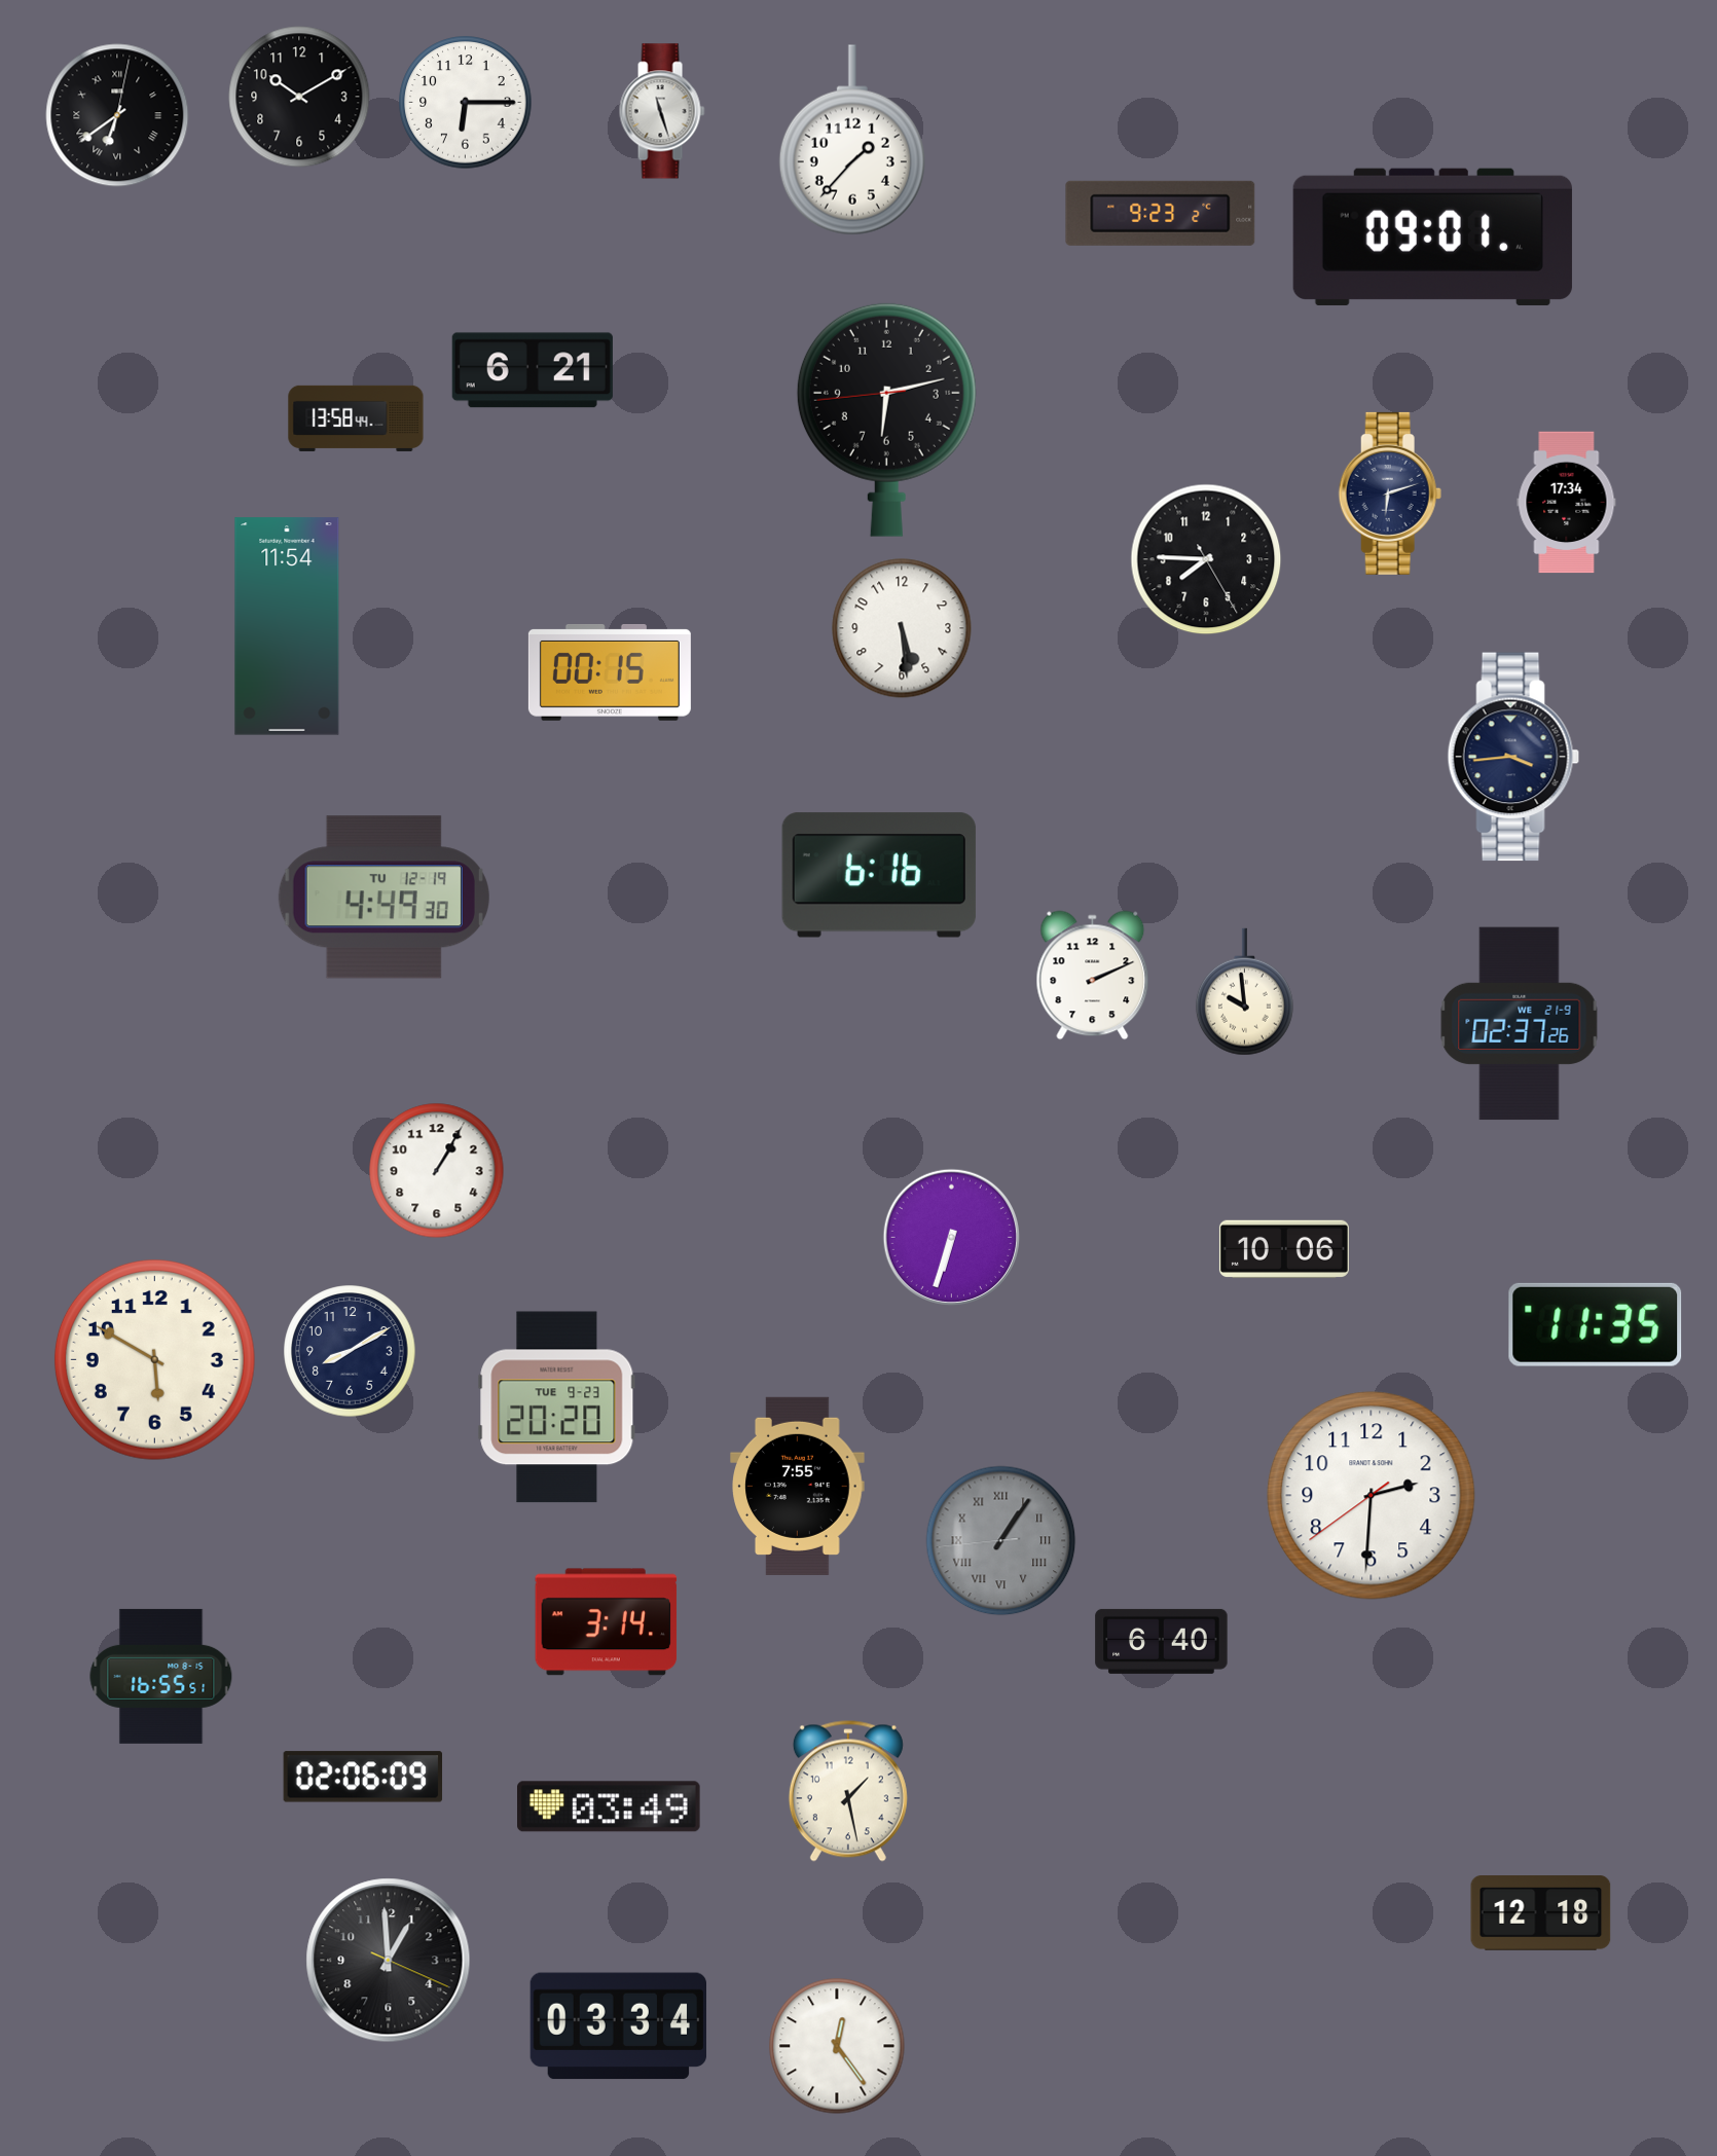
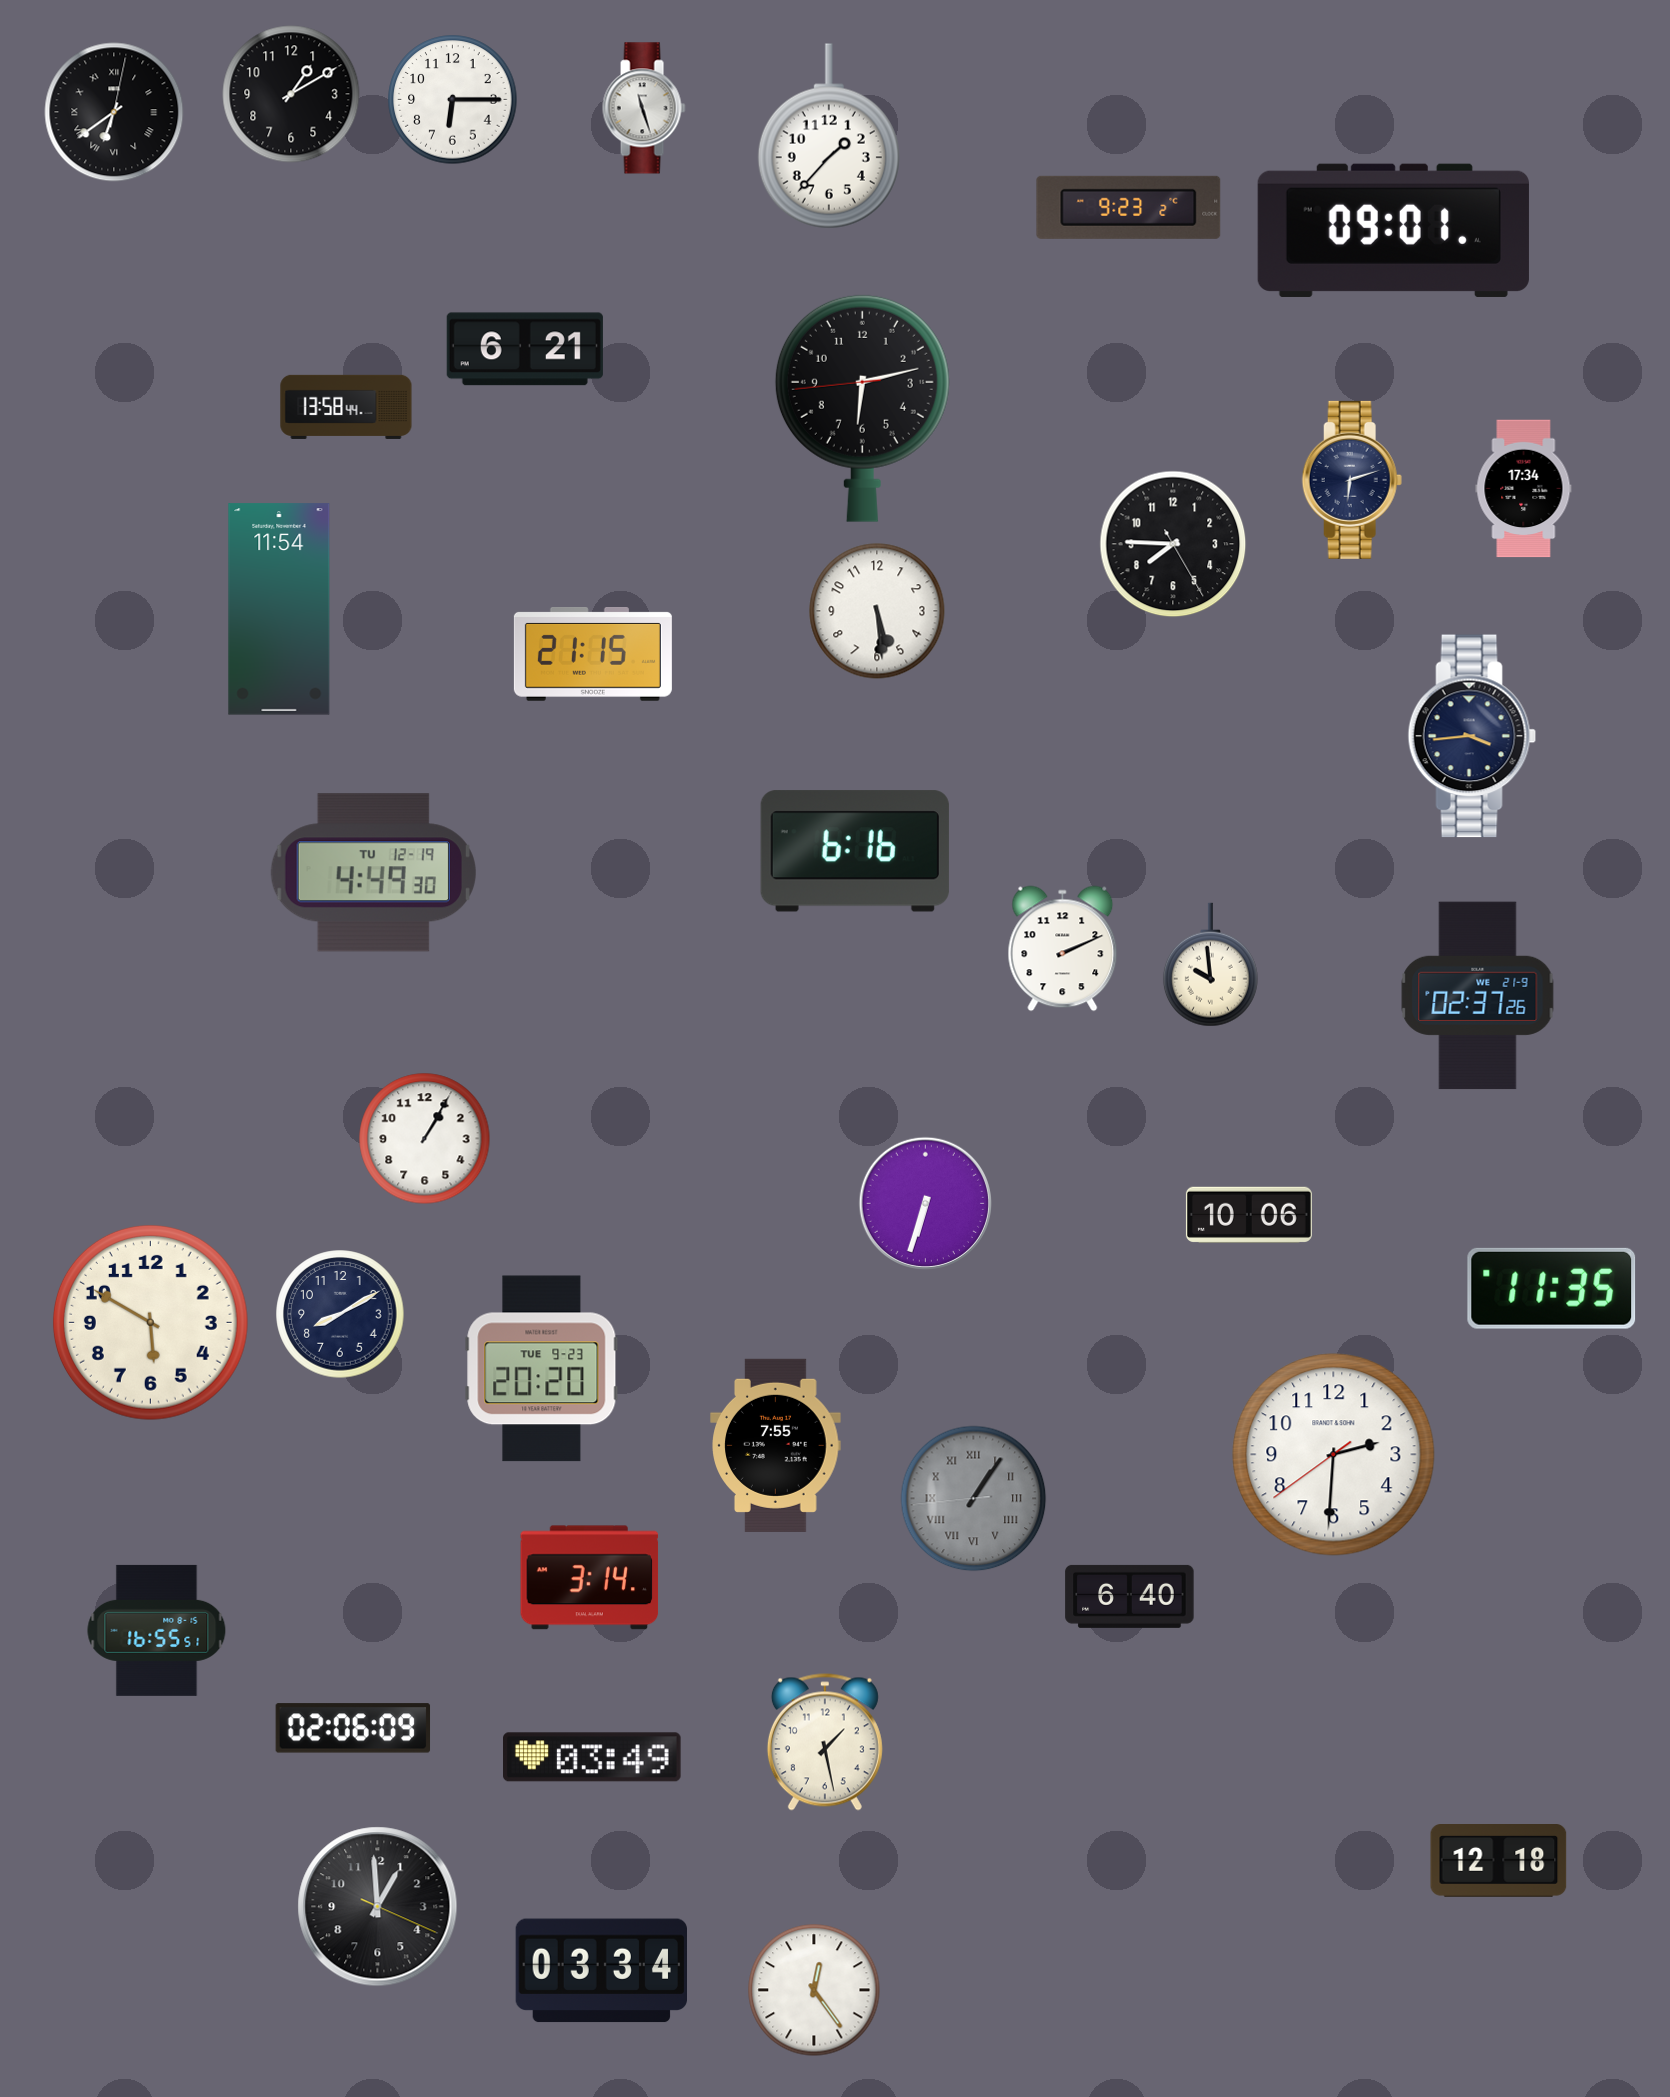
clock at (299, 97): 10:10 -> 1:10
clock at (533, 370) position: (533, 370) -> (525, 349)
clock at (610, 673): 00:15 -> 21:15
